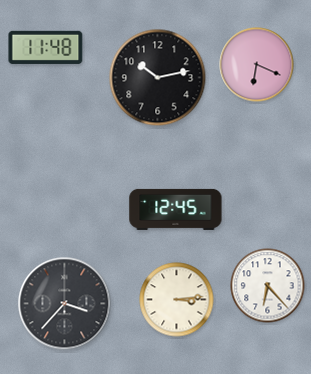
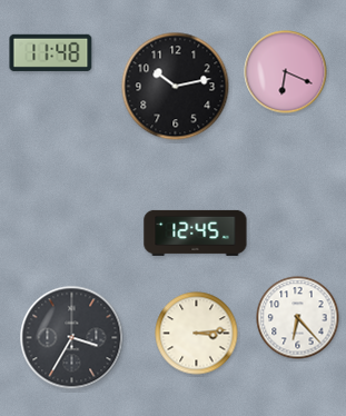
clock at (65, 304): 3:37 -> 3:35
